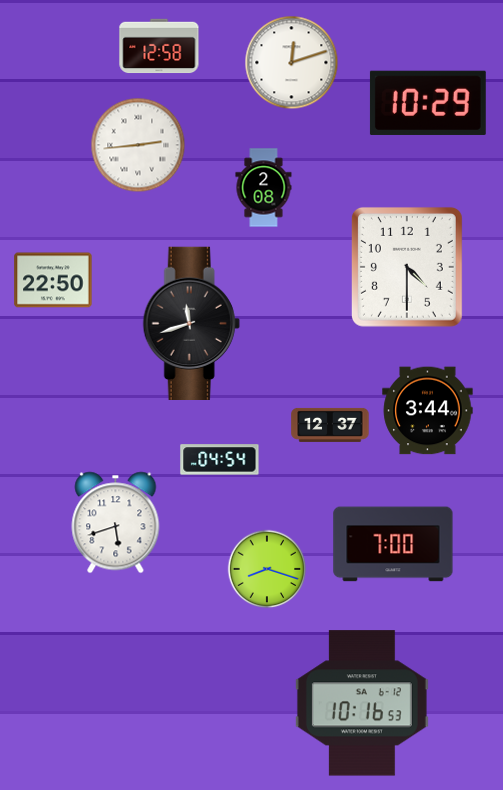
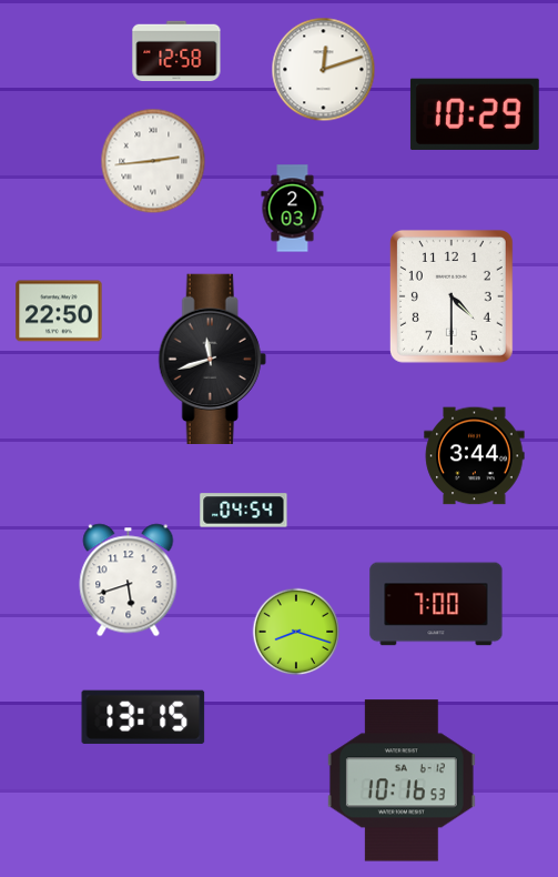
clock at (264, 188): 2:08 -> 2:03
clock at (330, 425): 12:37 -> none
clock at (143, 716): none -> 13:15
